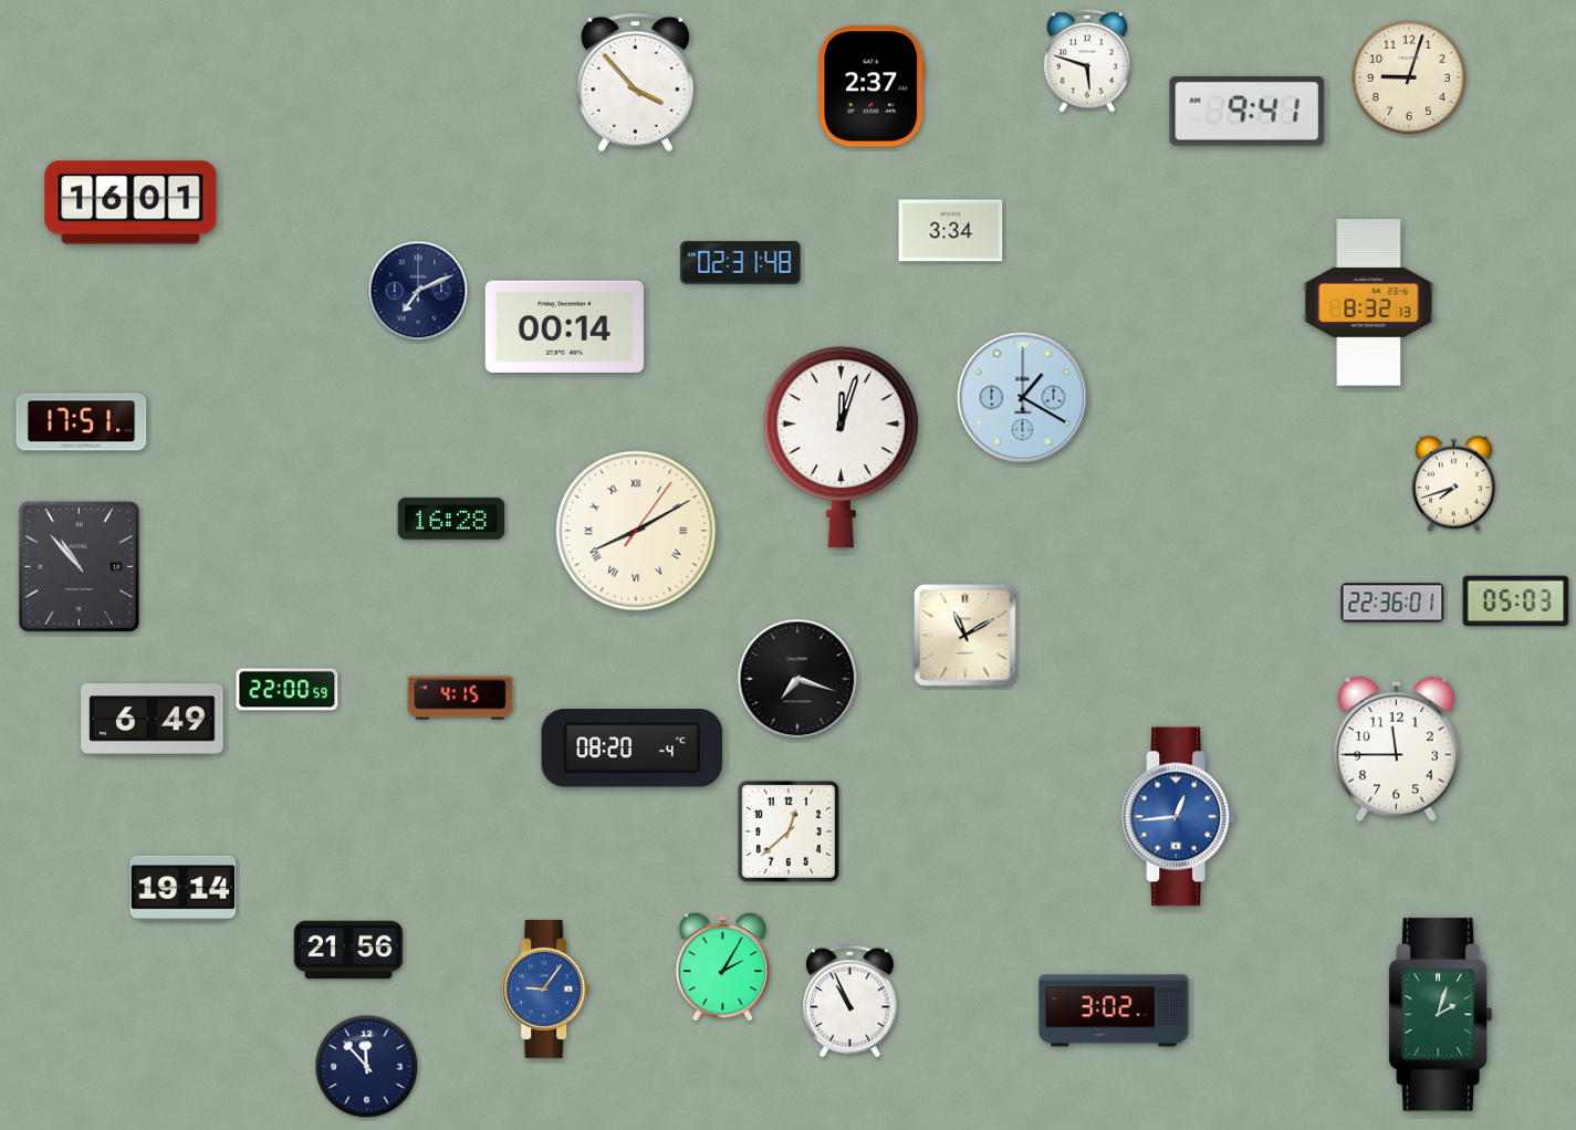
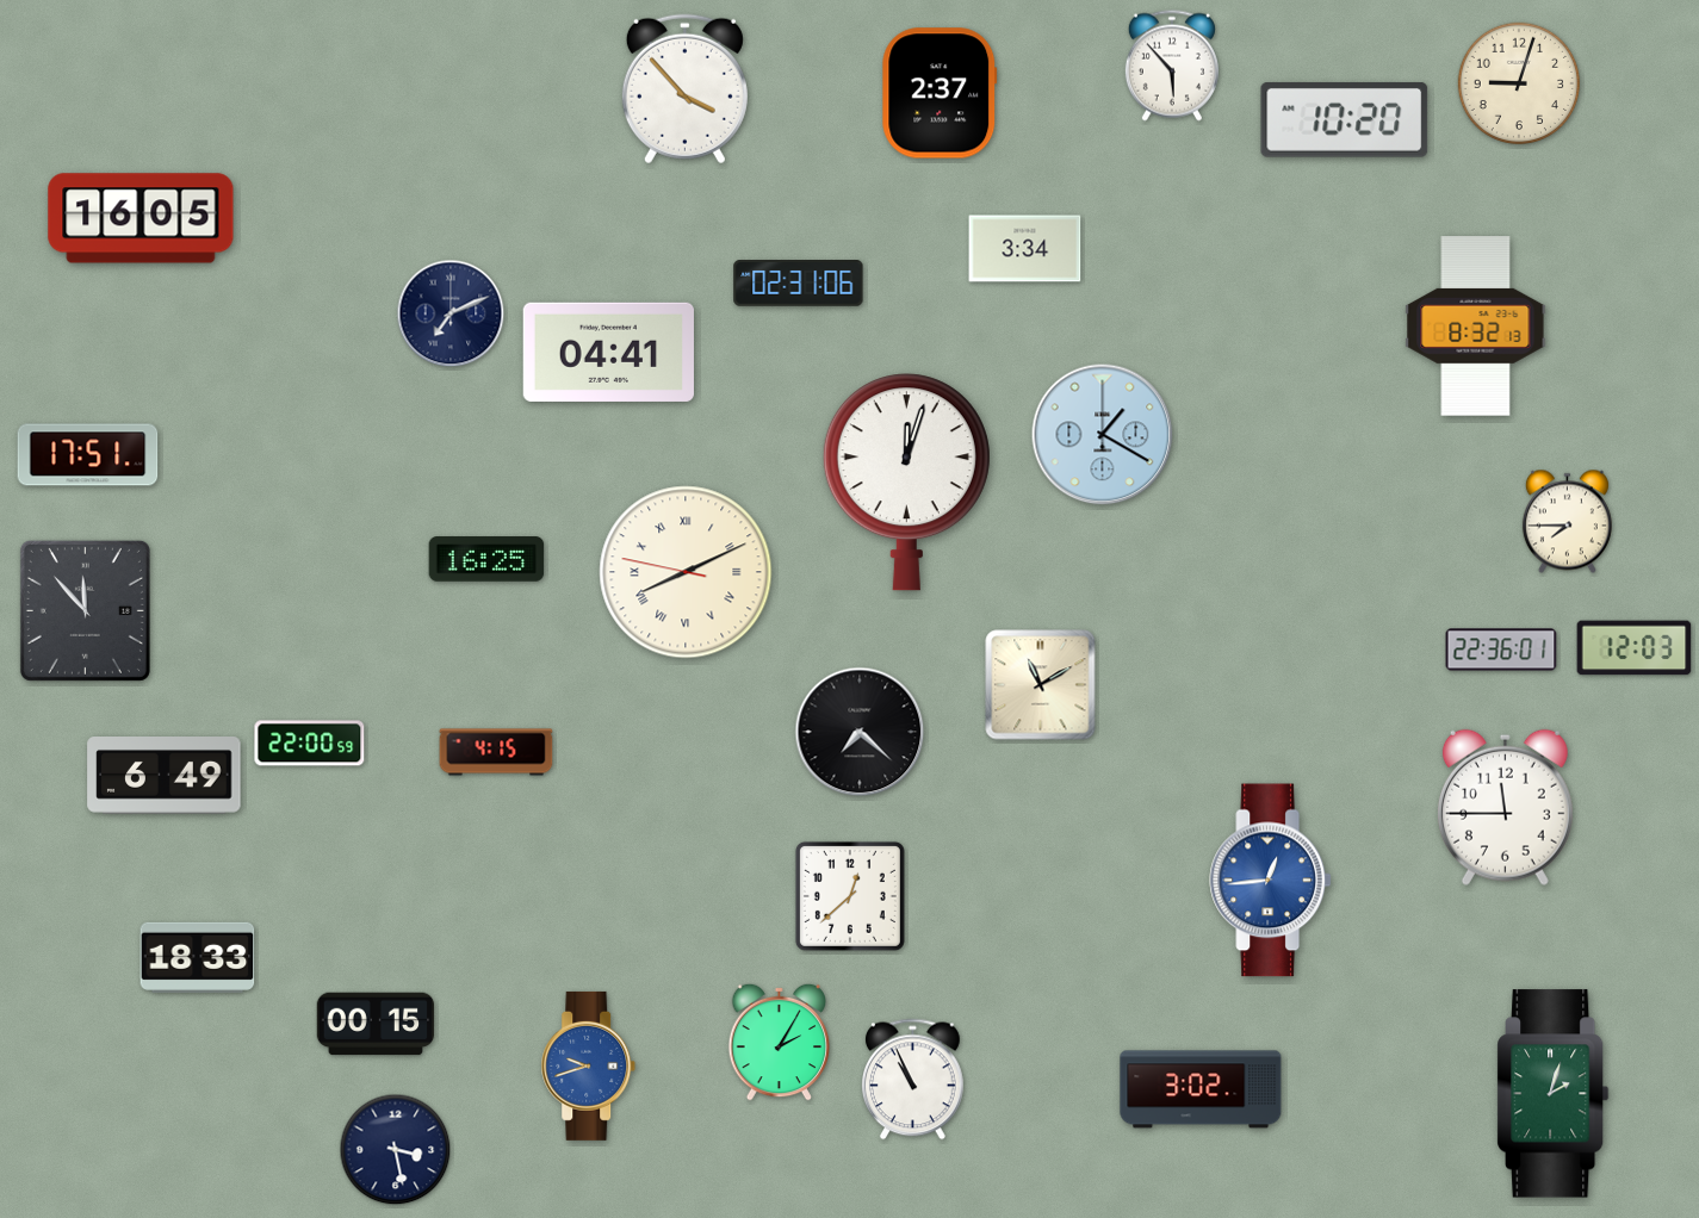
clock at (1087, 61): 5:48 -> 5:53
clock at (1248, 111): 9:41 -> 10:20
clock at (131, 202): 16:01 -> 16:05
clock at (741, 263): 02:31:48 -> 02:31:06
clock at (564, 326): 00:14 -> 04:41
clock at (1023, 398) position: (1023, 398) -> (1103, 435)
clock at (1453, 484): 7:42 -> 7:45
clock at (451, 519): 16:28 -> 16:25
clock at (636, 531): 8:10:06 -> 8:10:47
clock at (79, 566): 10:53 -> 11:53
clock at (1516, 601): 05:03 -> 12:03
clock at (797, 679): 7:18 -> 7:22
clock at (633, 749): 08:20 -> none
clock at (184, 888): 19:14 -> 18:33
clock at (348, 950): 21:56 -> 00:15
clock at (546, 988): 9:06 -> 9:42
clock at (850, 1002) position: (850, 1002) -> (913, 1080)
clock at (367, 1067): 11:53 -> 3:28
